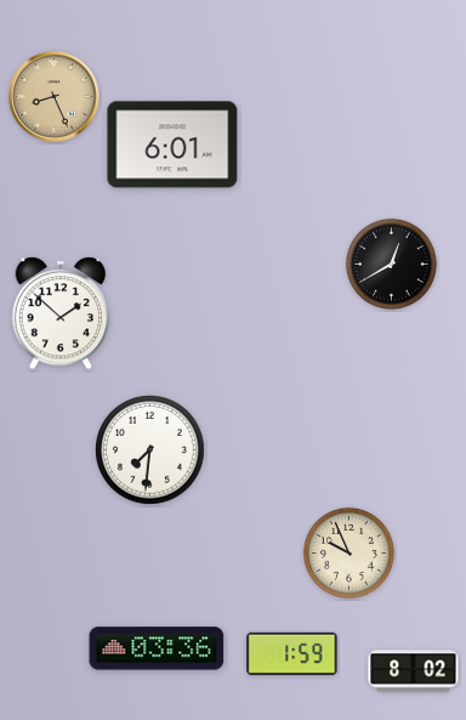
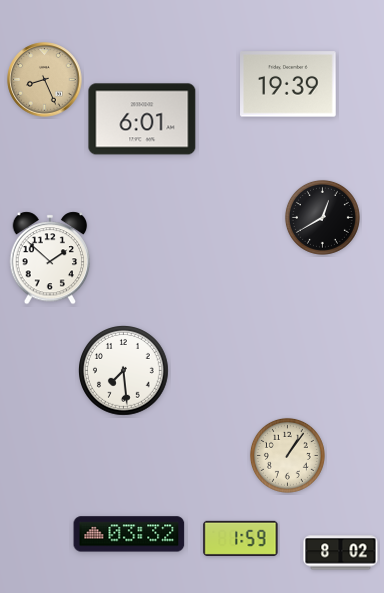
clock at (289, 84): none -> 19:39
clock at (150, 450): 7:31 -> 7:29
clock at (348, 552): 9:56 -> 1:06
clock at (157, 648): 03:36 -> 03:32
